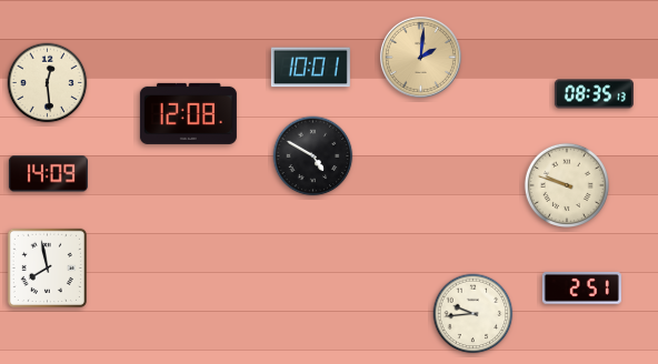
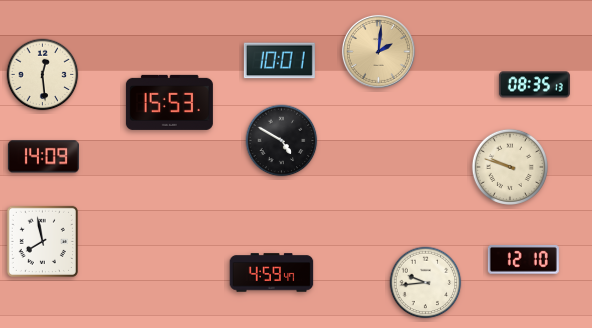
clock at (188, 113): 12:08 -> 15:53
clock at (581, 289): 2:51 -> 12:10
clock at (272, 273): none -> 4:59
